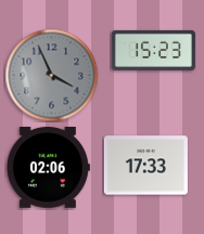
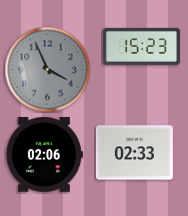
clock at (145, 166): 17:33 -> 02:33
